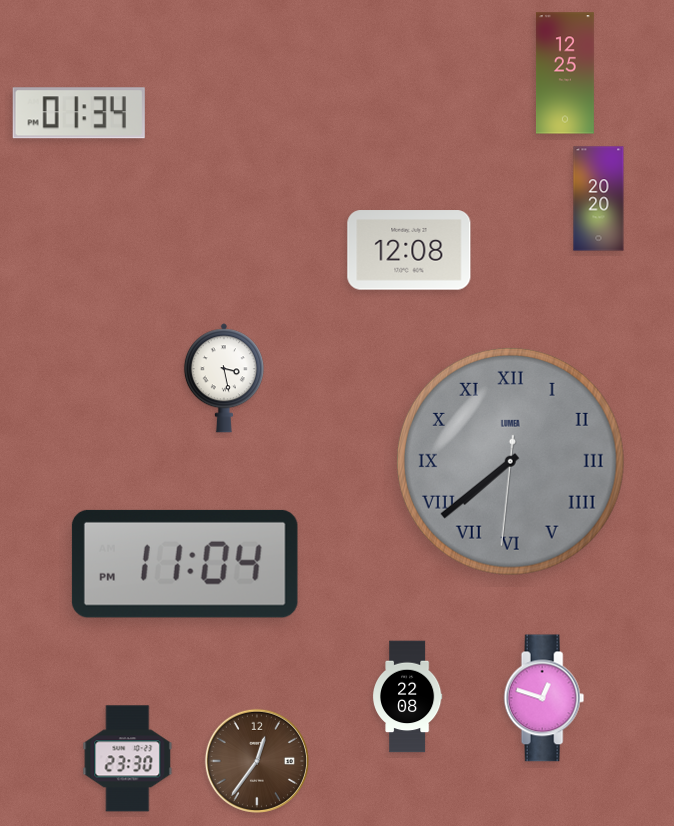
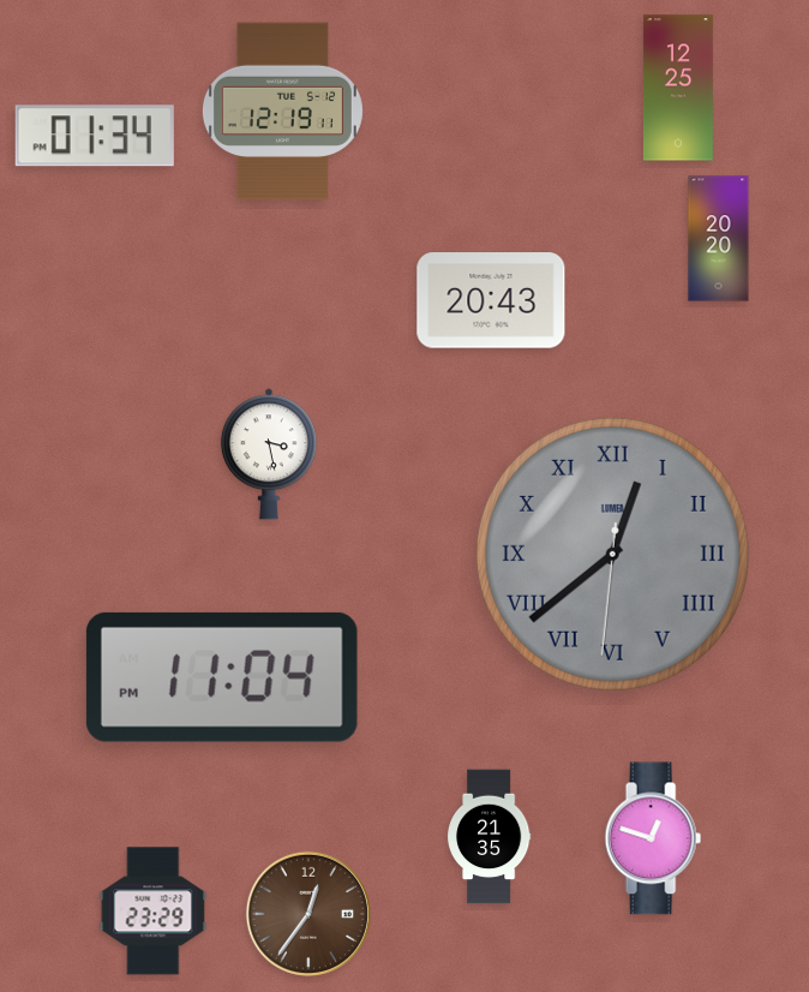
clock at (282, 112): none -> 12:19
clock at (409, 250): 12:08 -> 20:43
clock at (510, 461): 7:38 -> 12:38
clock at (407, 697): 22:08 -> 21:35
clock at (128, 759): 23:30 -> 23:29
